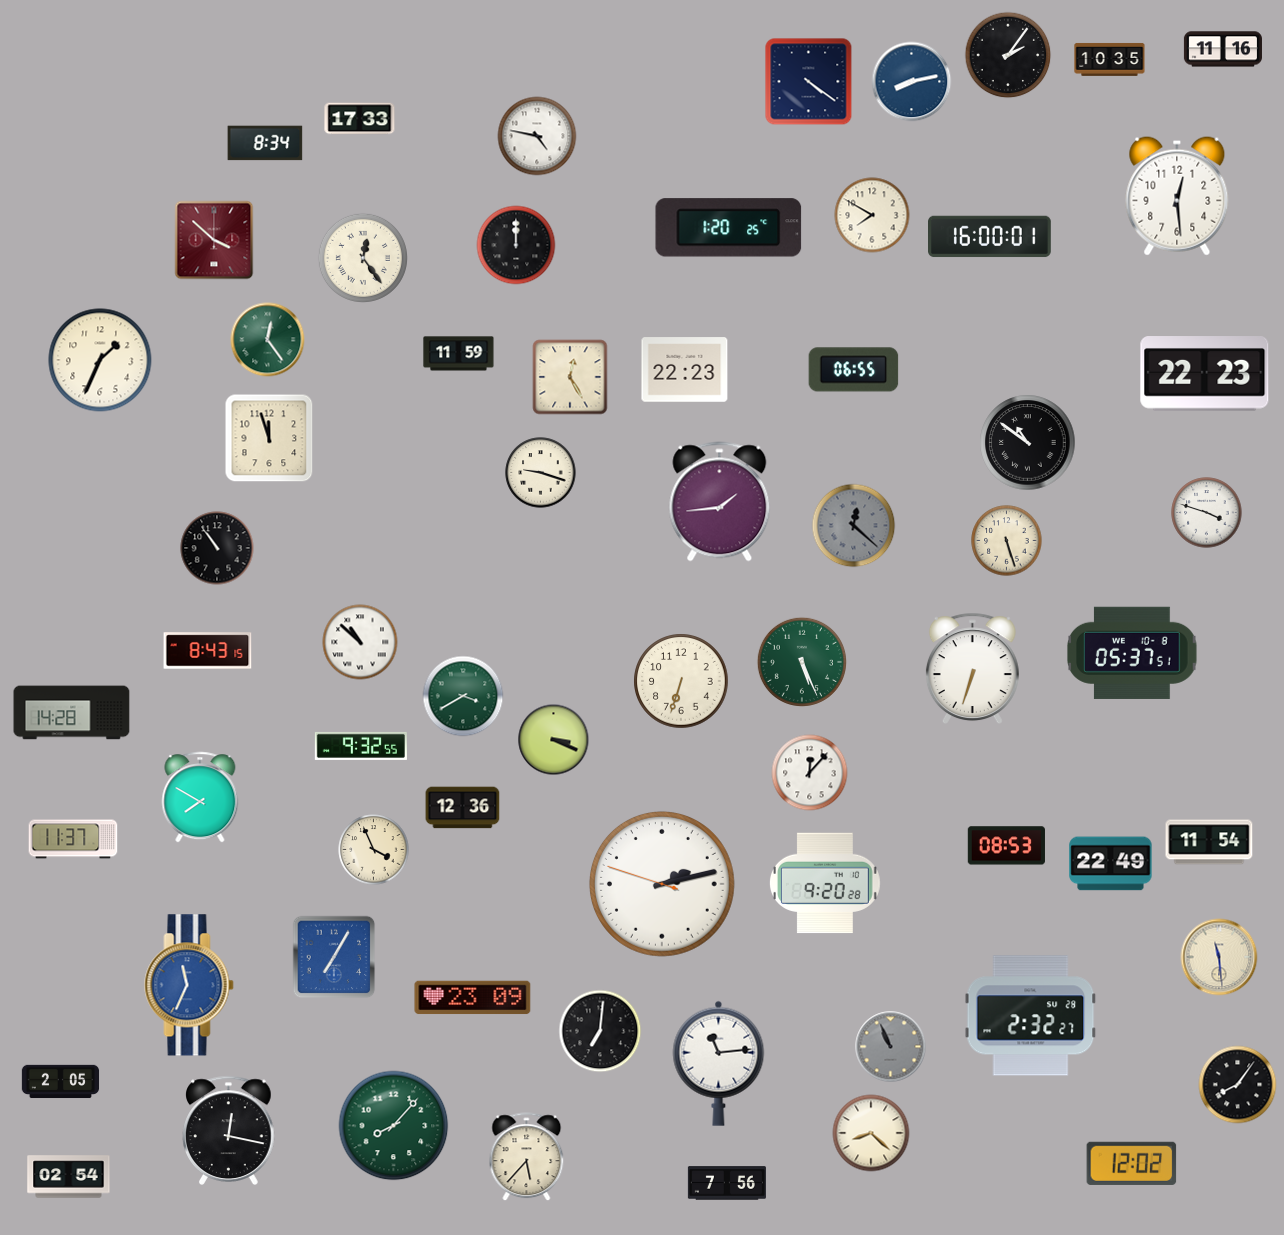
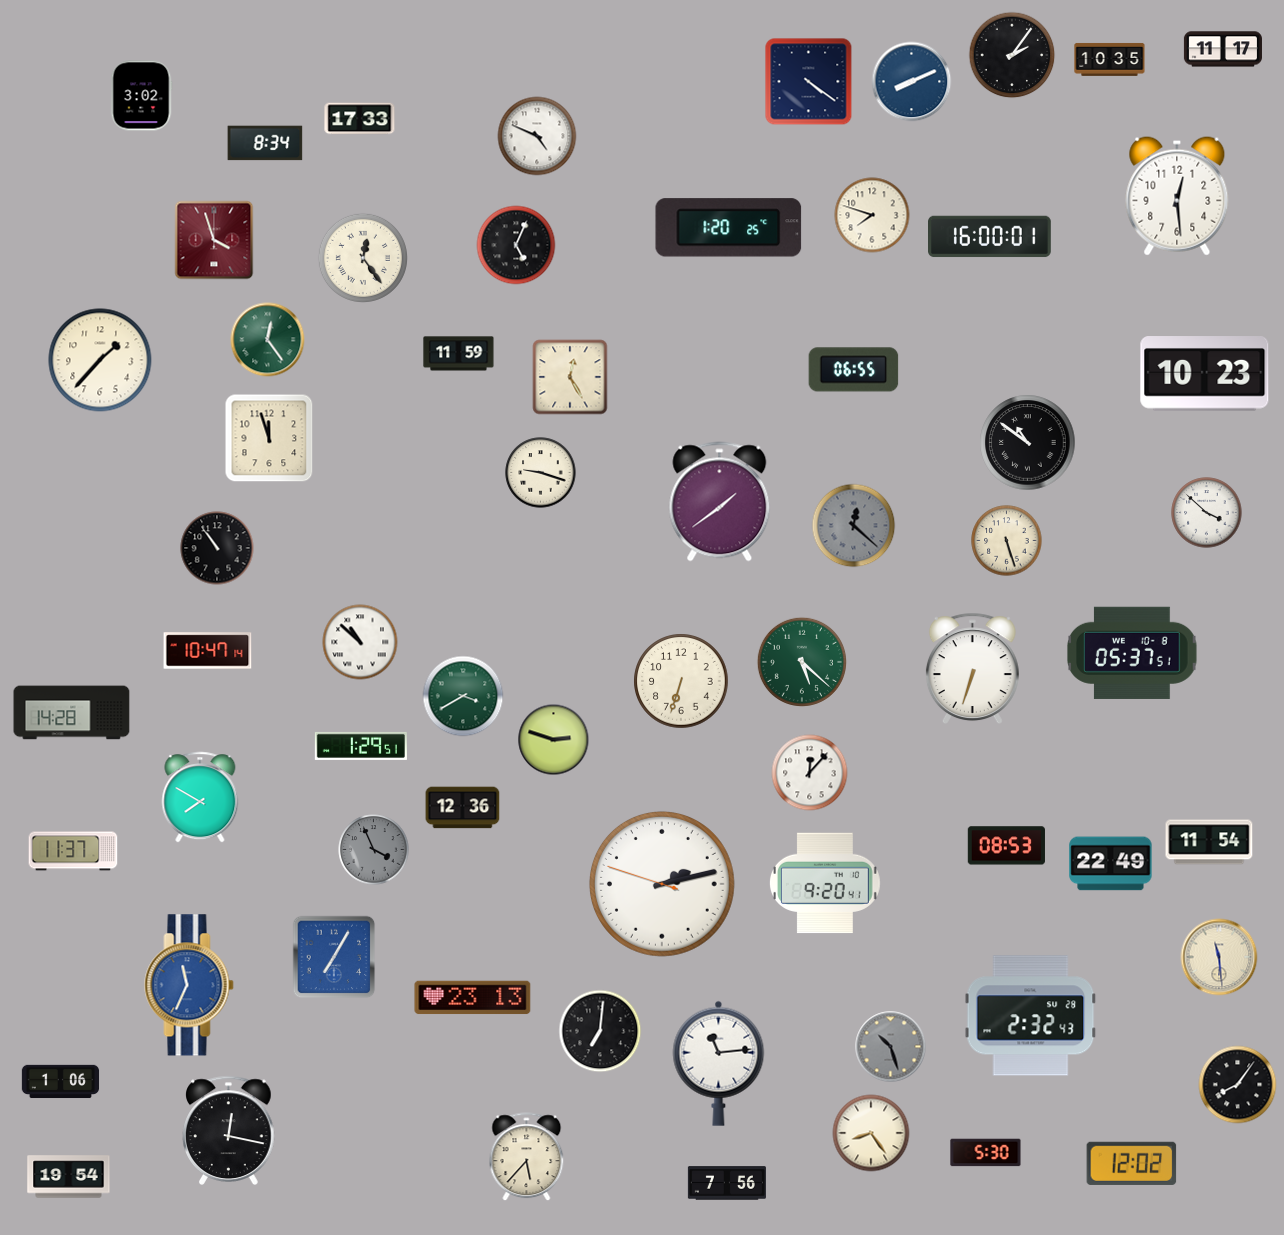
clock at (1223, 49): 11:16 -> 11:17
clock at (1008, 55) position: (1008, 55) -> (1012, 55)
clock at (912, 82): 8:13 -> 8:11
clock at (141, 96): none -> 3:02
clock at (537, 136): 4:47 -> 4:49
clock at (872, 215): 7:50 -> 7:48
clock at (214, 240): 3:52 -> 3:57
clock at (516, 245): 12:00 -> 5:04
clock at (100, 360): 1:34 -> 1:37
clock at (685, 370): 22:23 -> none
clock at (1205, 374): 22:23 -> 10:23
clock at (720, 502): 1:44 -> 1:39
clock at (1207, 513): 3:48 -> 3:52
clock at (208, 651): 8:43 -> 10:47
clock at (802, 662): 5:26 -> 5:22
clock at (554, 740): 3:19 -> 2:48
clock at (361, 746): 9:32 -> 1:29
clock at (73, 839) position: (73, 839) -> (73, 851)
clock at (374, 850) dial: cream -> grey
clock at (825, 883): 9:20:28 -> 9:20:41
clock at (473, 998): 23:09 -> 23:13
clock at (1031, 1016): 2:32:27 -> 2:32:43
clock at (891, 1047): 10:56 -> 10:27
clock at (61, 1082): 2:05 -> 1:06
clock at (394, 1126): 8:07 -> none
clock at (871, 1133): 8:22 -> 8:24
clock at (986, 1153): none -> 5:30
clock at (69, 1177): 02:54 -> 19:54
